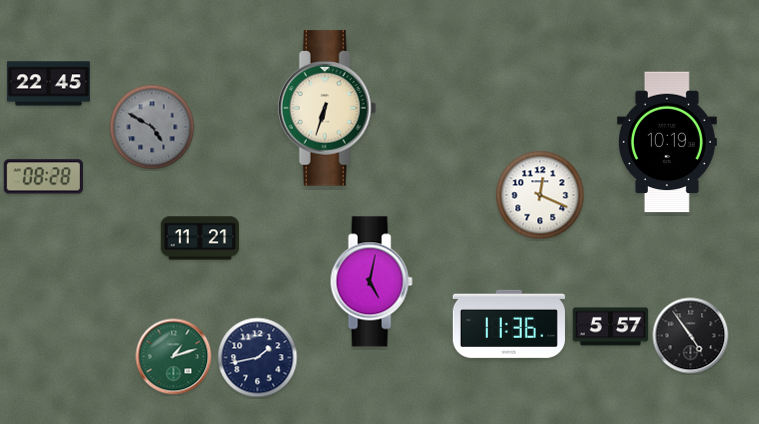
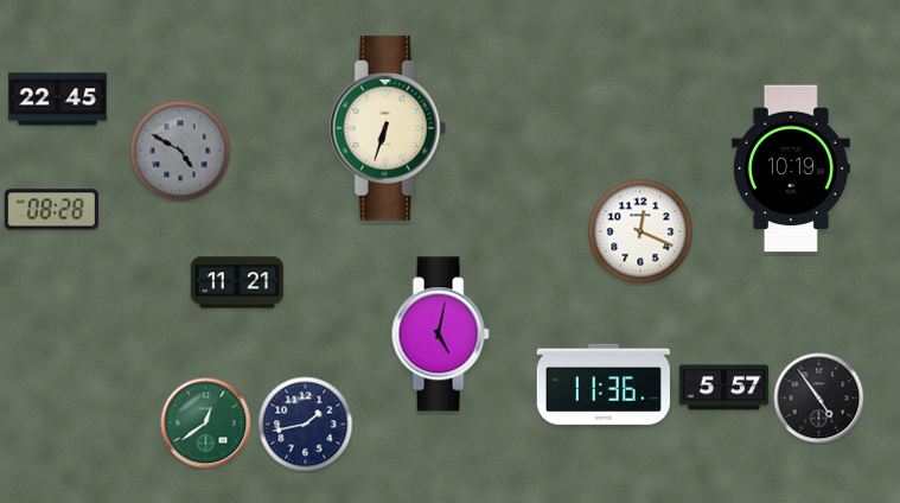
clock at (174, 357): 1:12 -> 12:39
